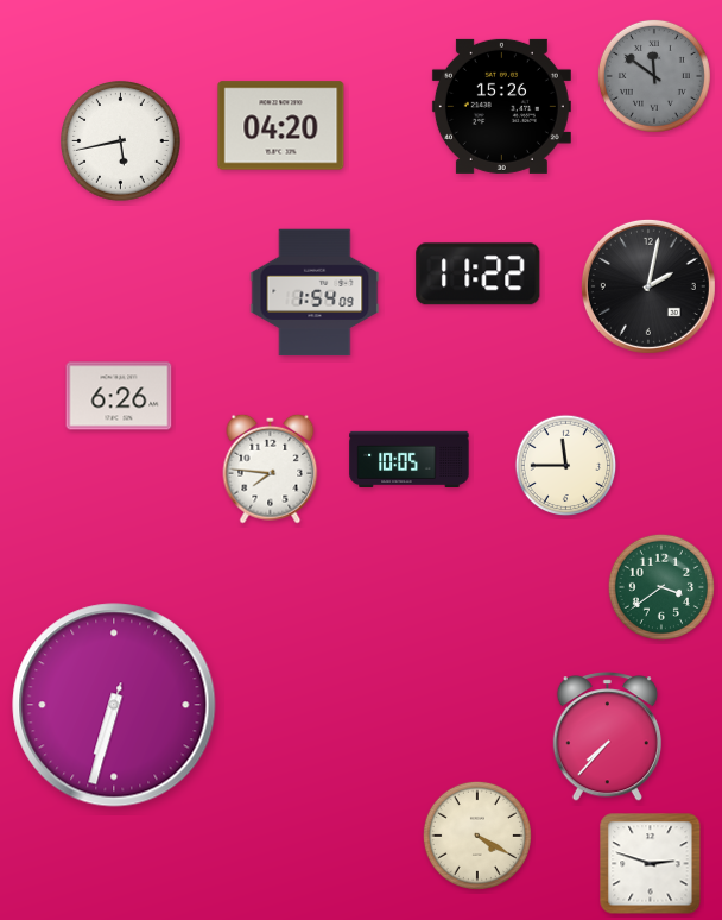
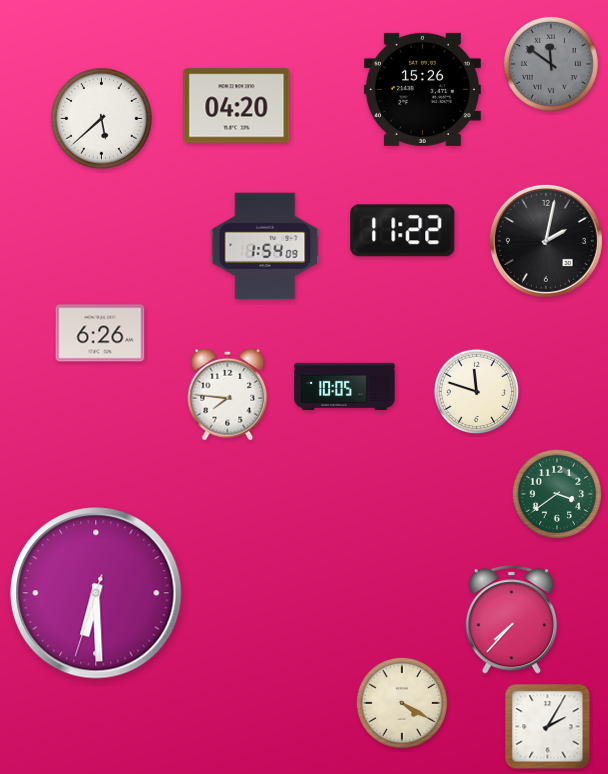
clock at (121, 141): 5:43 -> 5:38
clock at (566, 466): 11:45 -> 11:48
clock at (114, 705): 6:32 -> 6:29
clock at (651, 864): 2:48 -> 2:05
